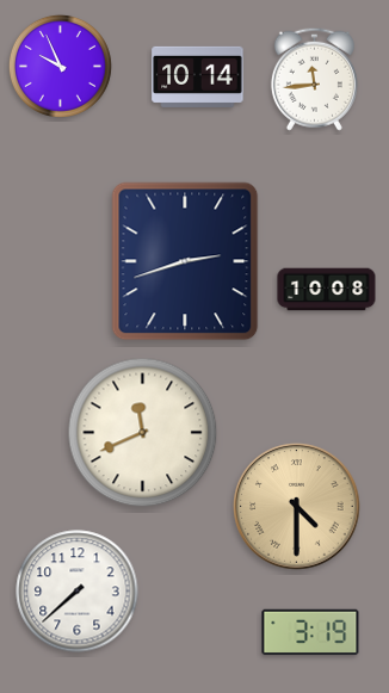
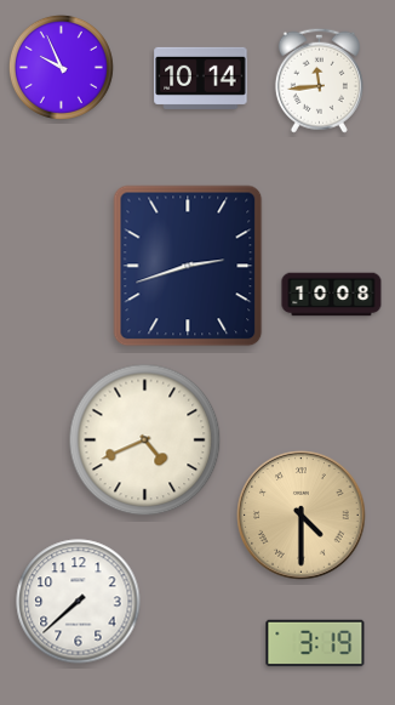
clock at (143, 433): 11:41 -> 4:41
